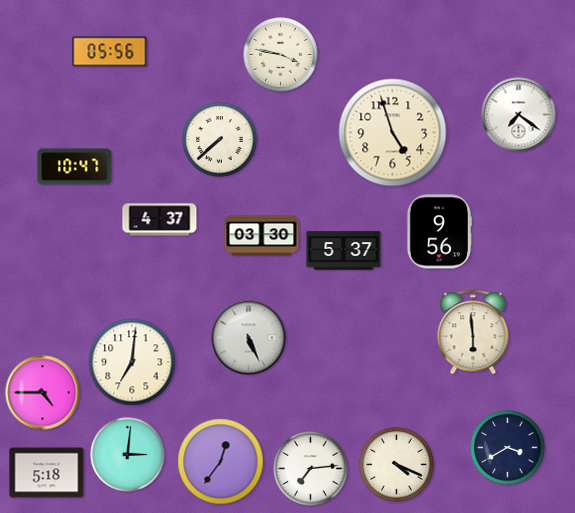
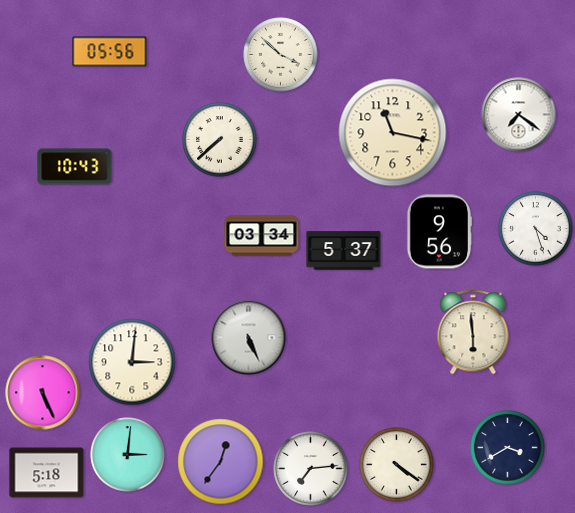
clock at (281, 55): 3:47 -> 3:52
clock at (393, 133): 4:57 -> 11:17
clock at (75, 167): 10:47 -> 10:43
clock at (160, 220): 4:37 -> none
clock at (536, 229): none -> 4:27
clock at (262, 236): 03:30 -> 03:34
clock at (132, 362): 7:01 -> 3:01
clock at (43, 393): 4:45 -> 5:26
clock at (397, 465): 4:19 -> 4:21
